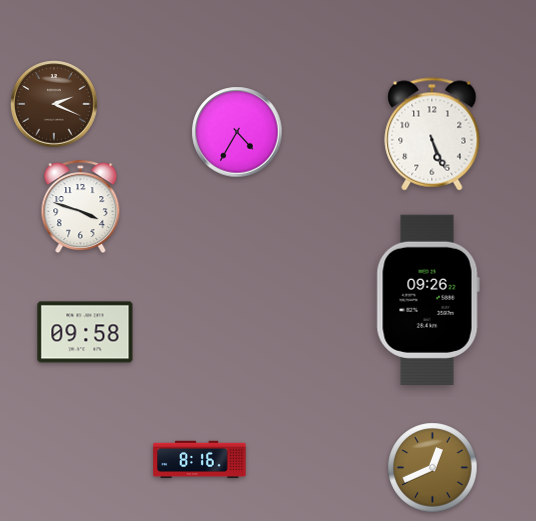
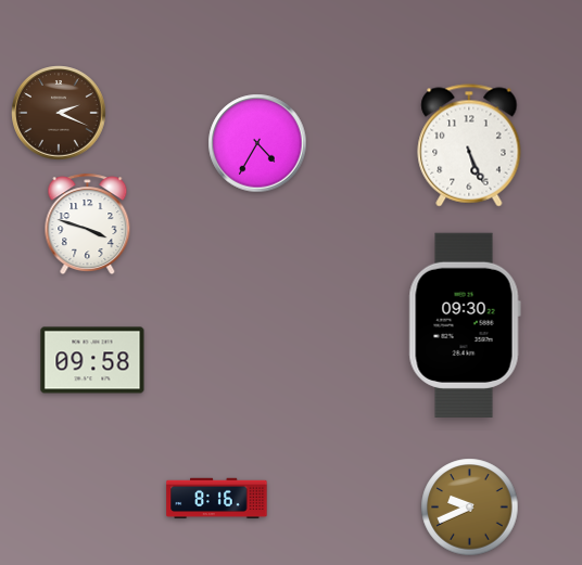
clock at (428, 300): 09:26 -> 09:30
clock at (433, 468): 12:41 -> 9:41
